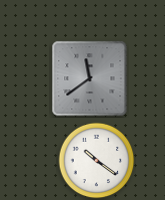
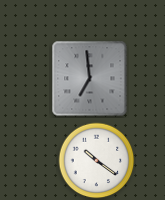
clock at (90, 79): 11:39 -> 6:59
